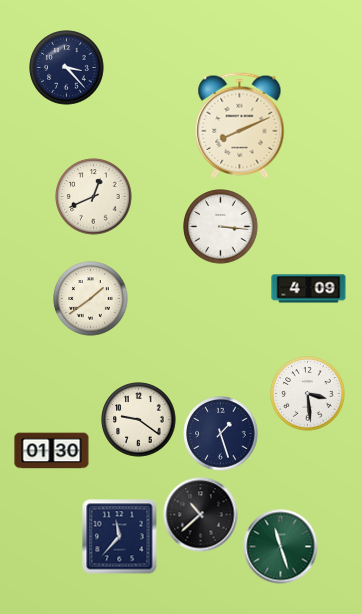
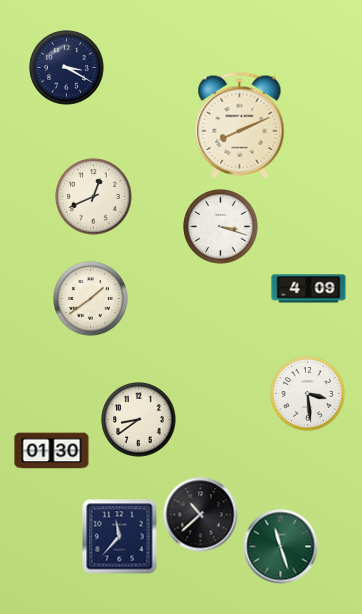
clock at (67, 68): 3:23 -> 3:20
clock at (221, 227): 3:16 -> 3:18
clock at (139, 420): 9:21 -> 8:39
clock at (221, 434): 1:27 -> none
